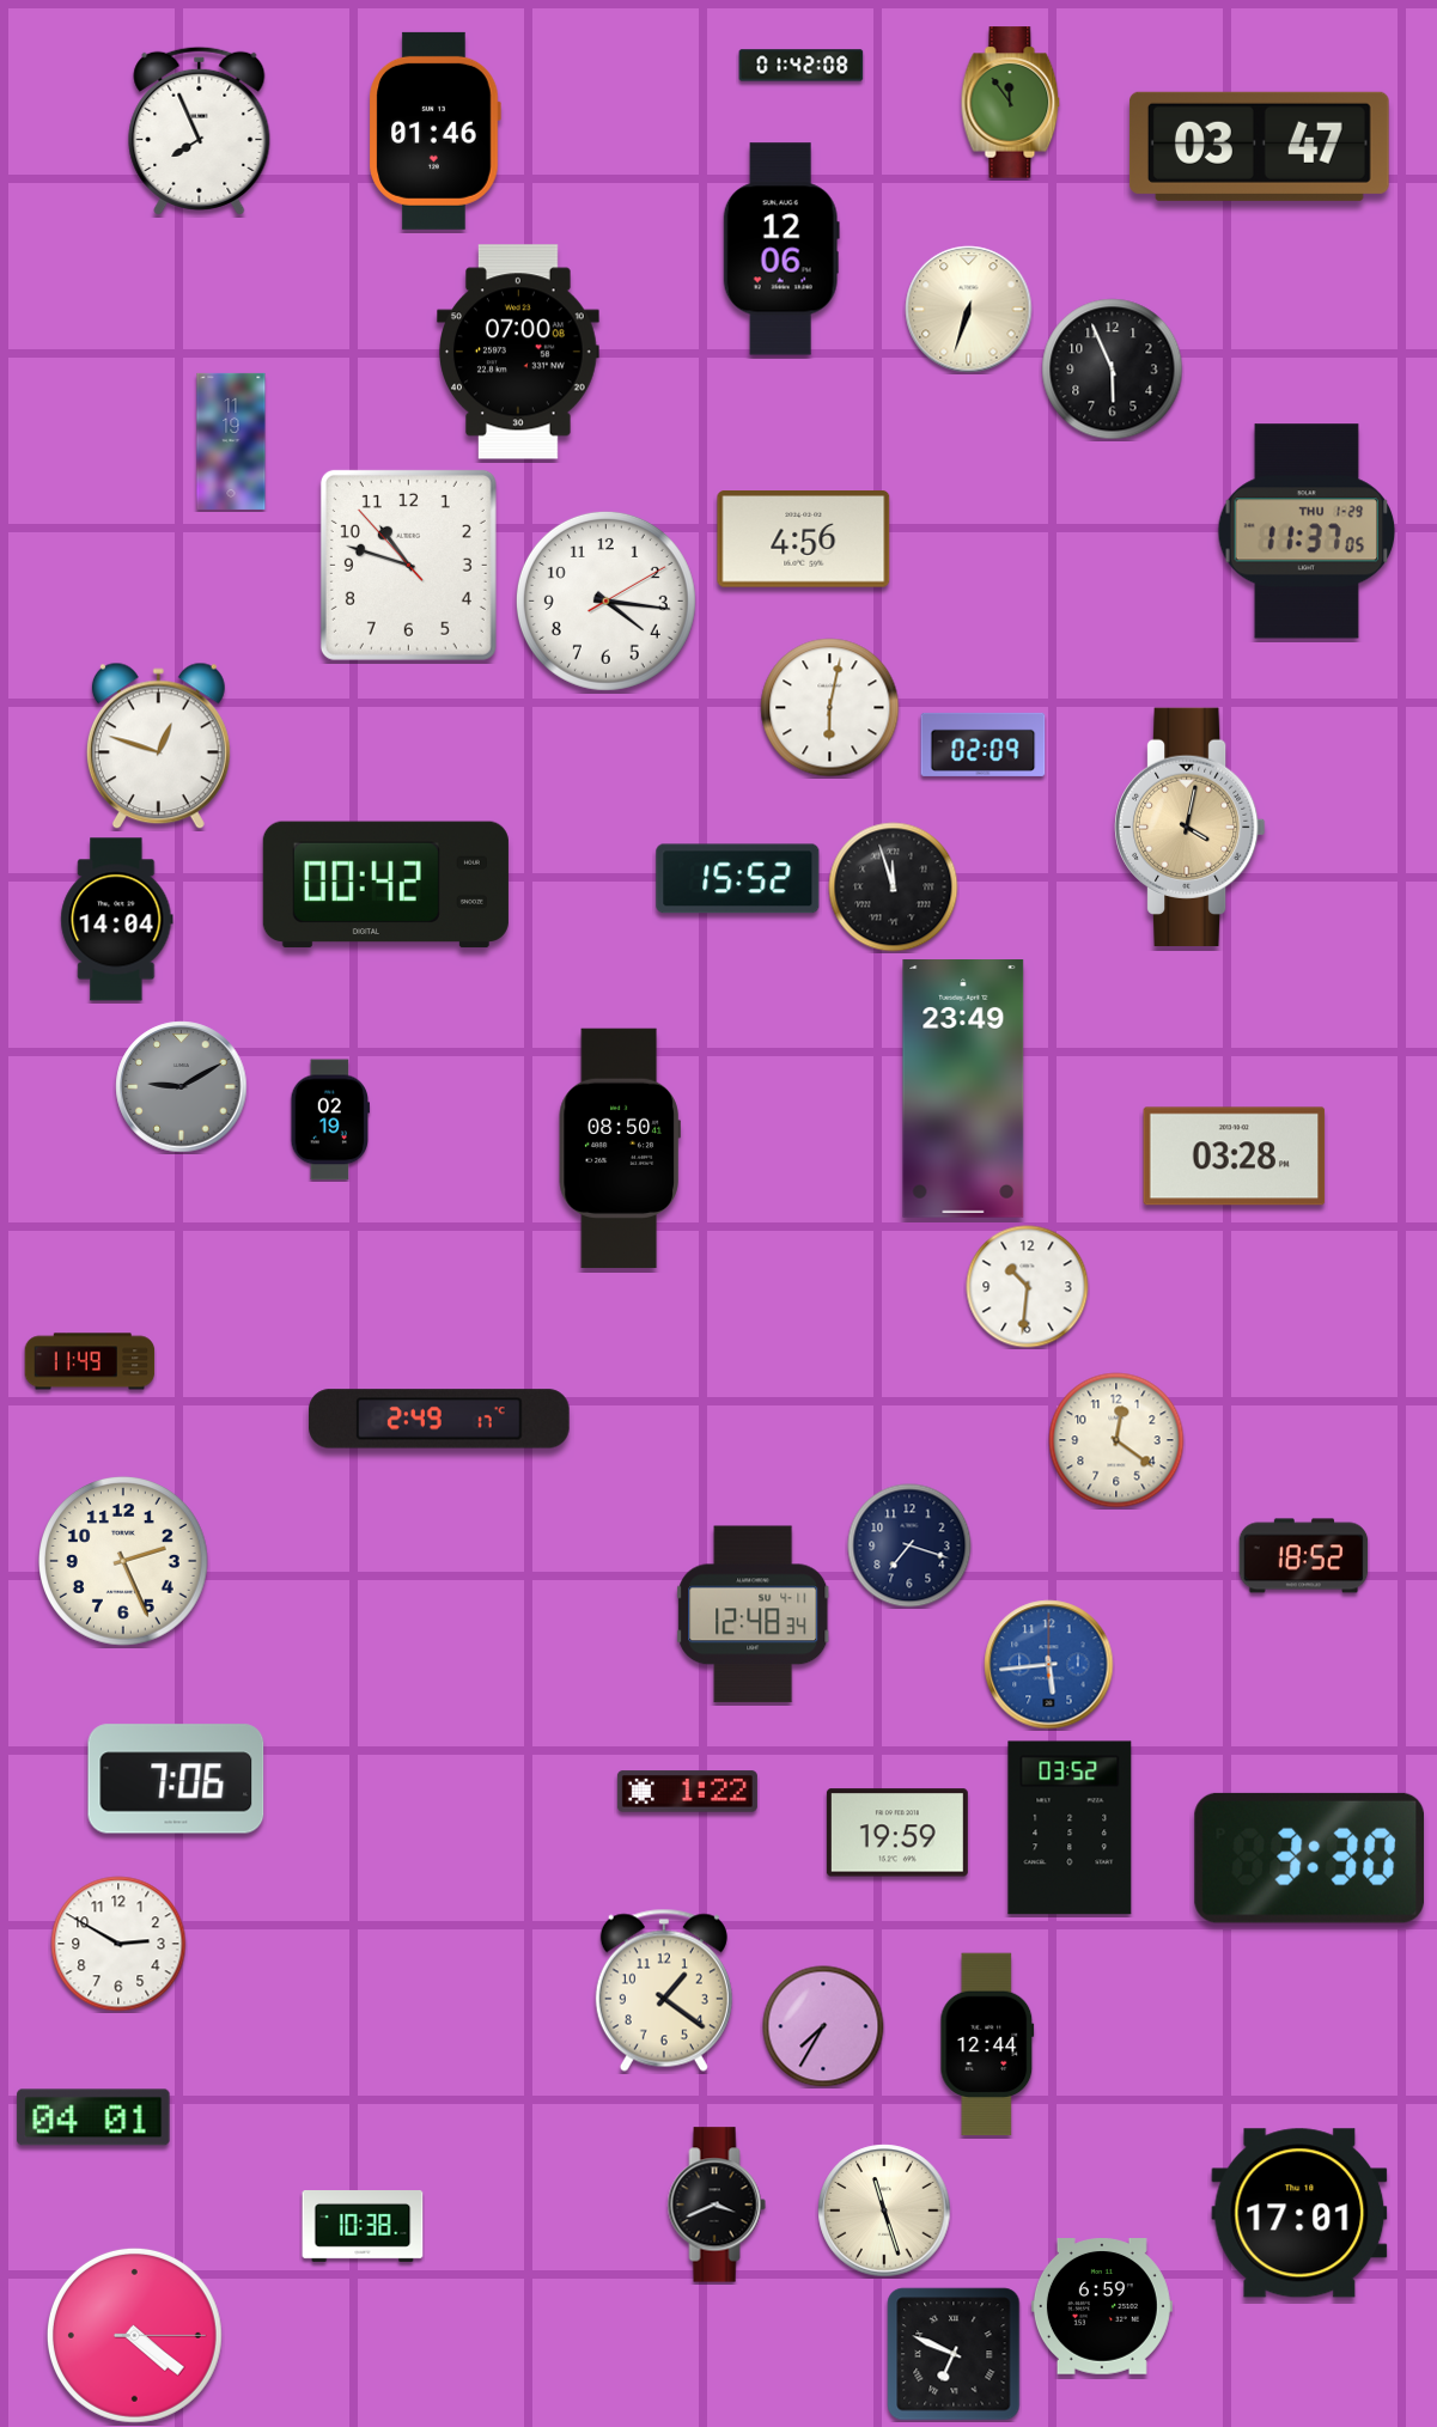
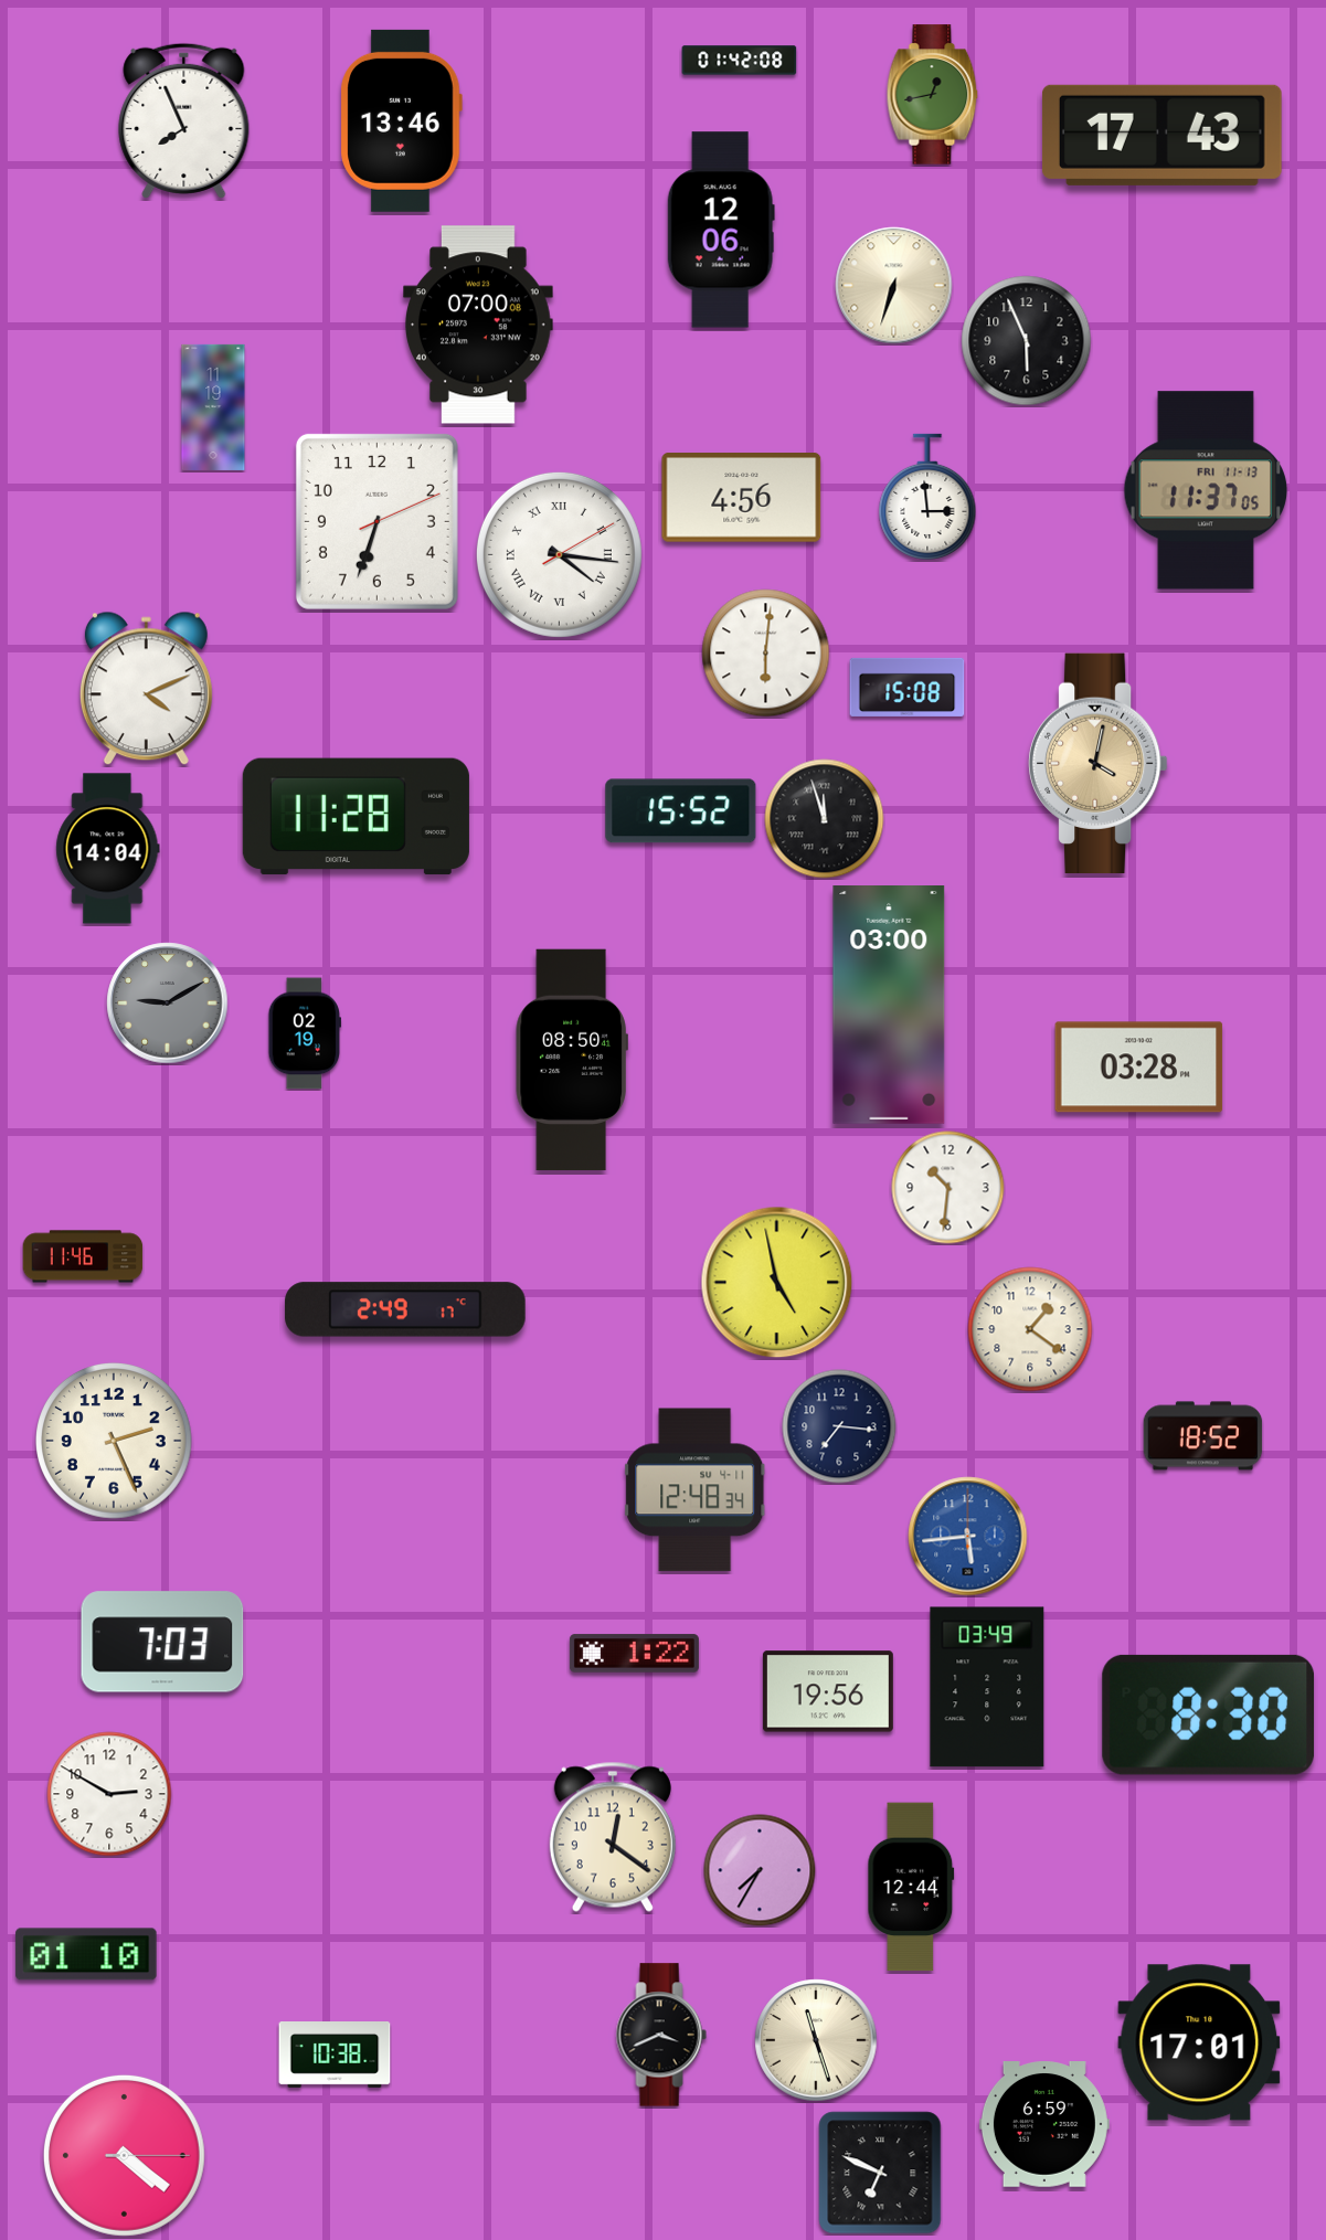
clock at (1011, 103): 11:54 -> 12:43
clock at (434, 130): 01:46 -> 13:46
clock at (1259, 146): 03:47 -> 17:43
clock at (1307, 531) date: THU 1-29 -> FRI 11-13
clock at (927, 496): none -> 2:59
clock at (408, 565): 10:47 -> 6:33
clock at (605, 600) numerals: Arabic -> Roman
clock at (830, 708): 6:02 -> 6:01
clock at (984, 744): 02:09 -> 15:08
clock at (158, 746): 12:48 -> 4:11
clock at (385, 885): 00:42 -> 11:28
clock at (963, 1090): 23:49 -> 03:00
clock at (90, 1361): 11:49 -> 11:46
clock at (777, 1283): none -> 4:58
clock at (1116, 1440): 12:21 -> 1:21
clock at (909, 1545): 7:18 -> 7:16
clock at (176, 1779): 7:06 -> 7:03
clock at (1070, 1828): 03:52 -> 03:49
clock at (897, 1833): 19:59 -> 19:56
clock at (1309, 1858): 3:30 -> 8:30
clock at (664, 1990): 1:21 -> 12:21
clock at (93, 2117): 04:01 -> 01:10
clock at (1102, 2307) position: (1102, 2307) -> (1044, 2125)
